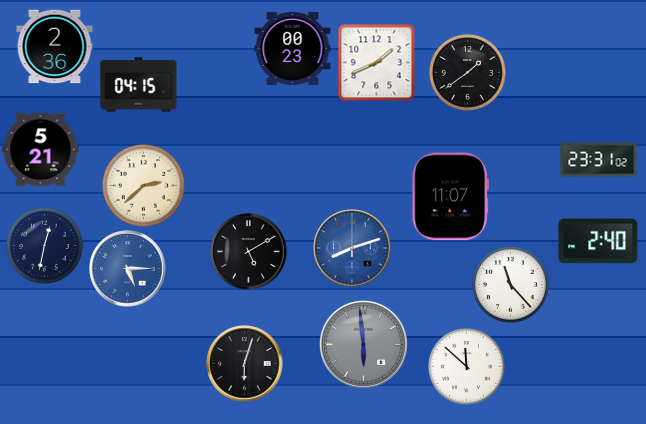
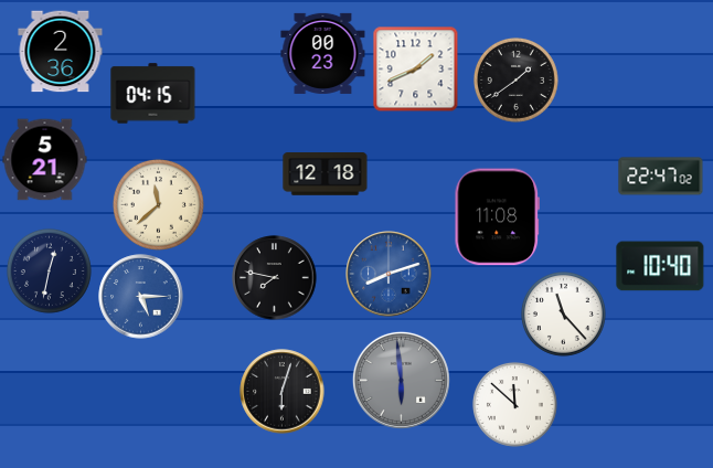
clock at (41, 150) position: (41, 150) -> (45, 160)
clock at (326, 174): none -> 12:18
clock at (599, 160): 23:31 -> 22:47
clock at (143, 185): 2:38 -> 11:38
clock at (450, 197): 11:07 -> 11:08
clock at (598, 241): 2:40 -> 10:40
clock at (249, 252): 5:10 -> 7:47
clock at (245, 364) position: (245, 364) -> (283, 392)
